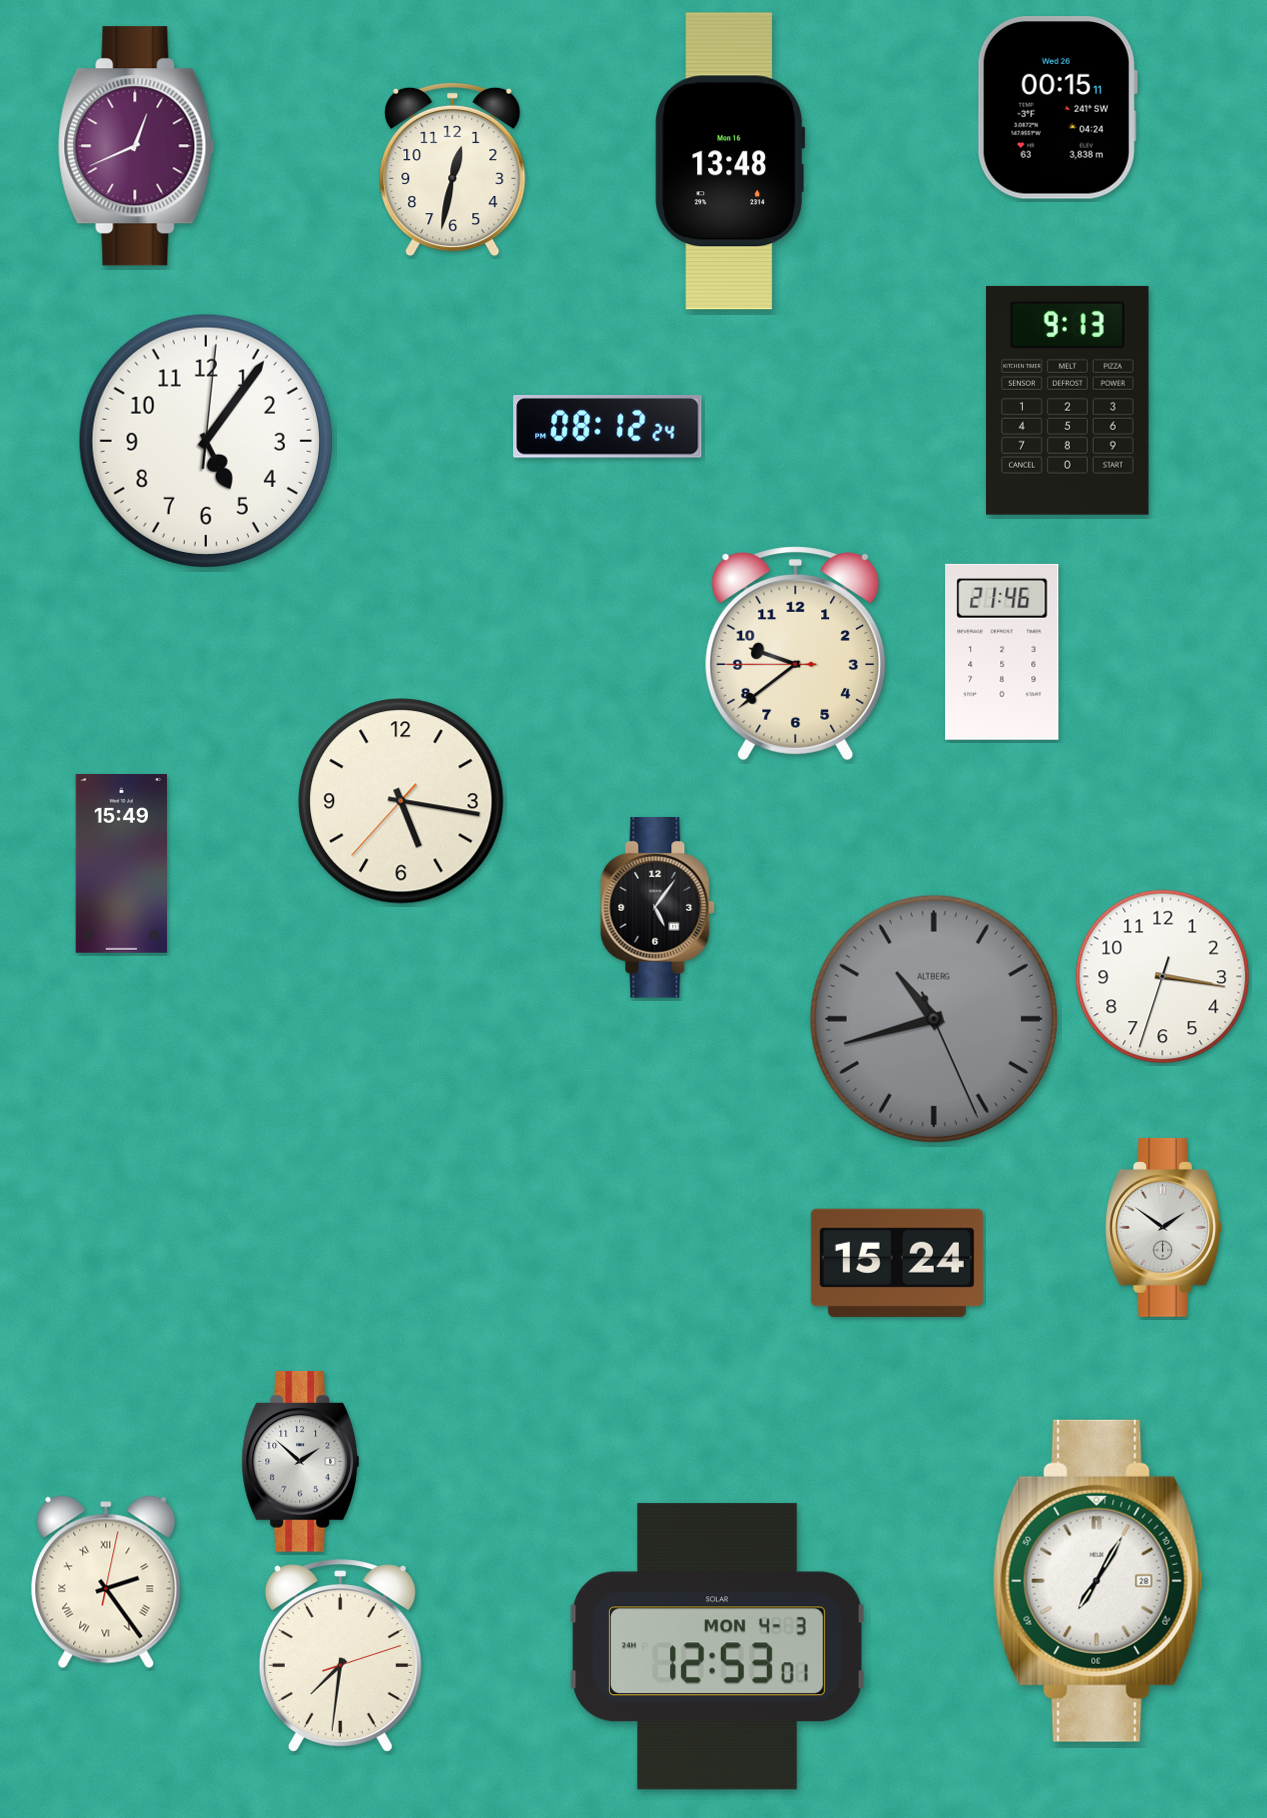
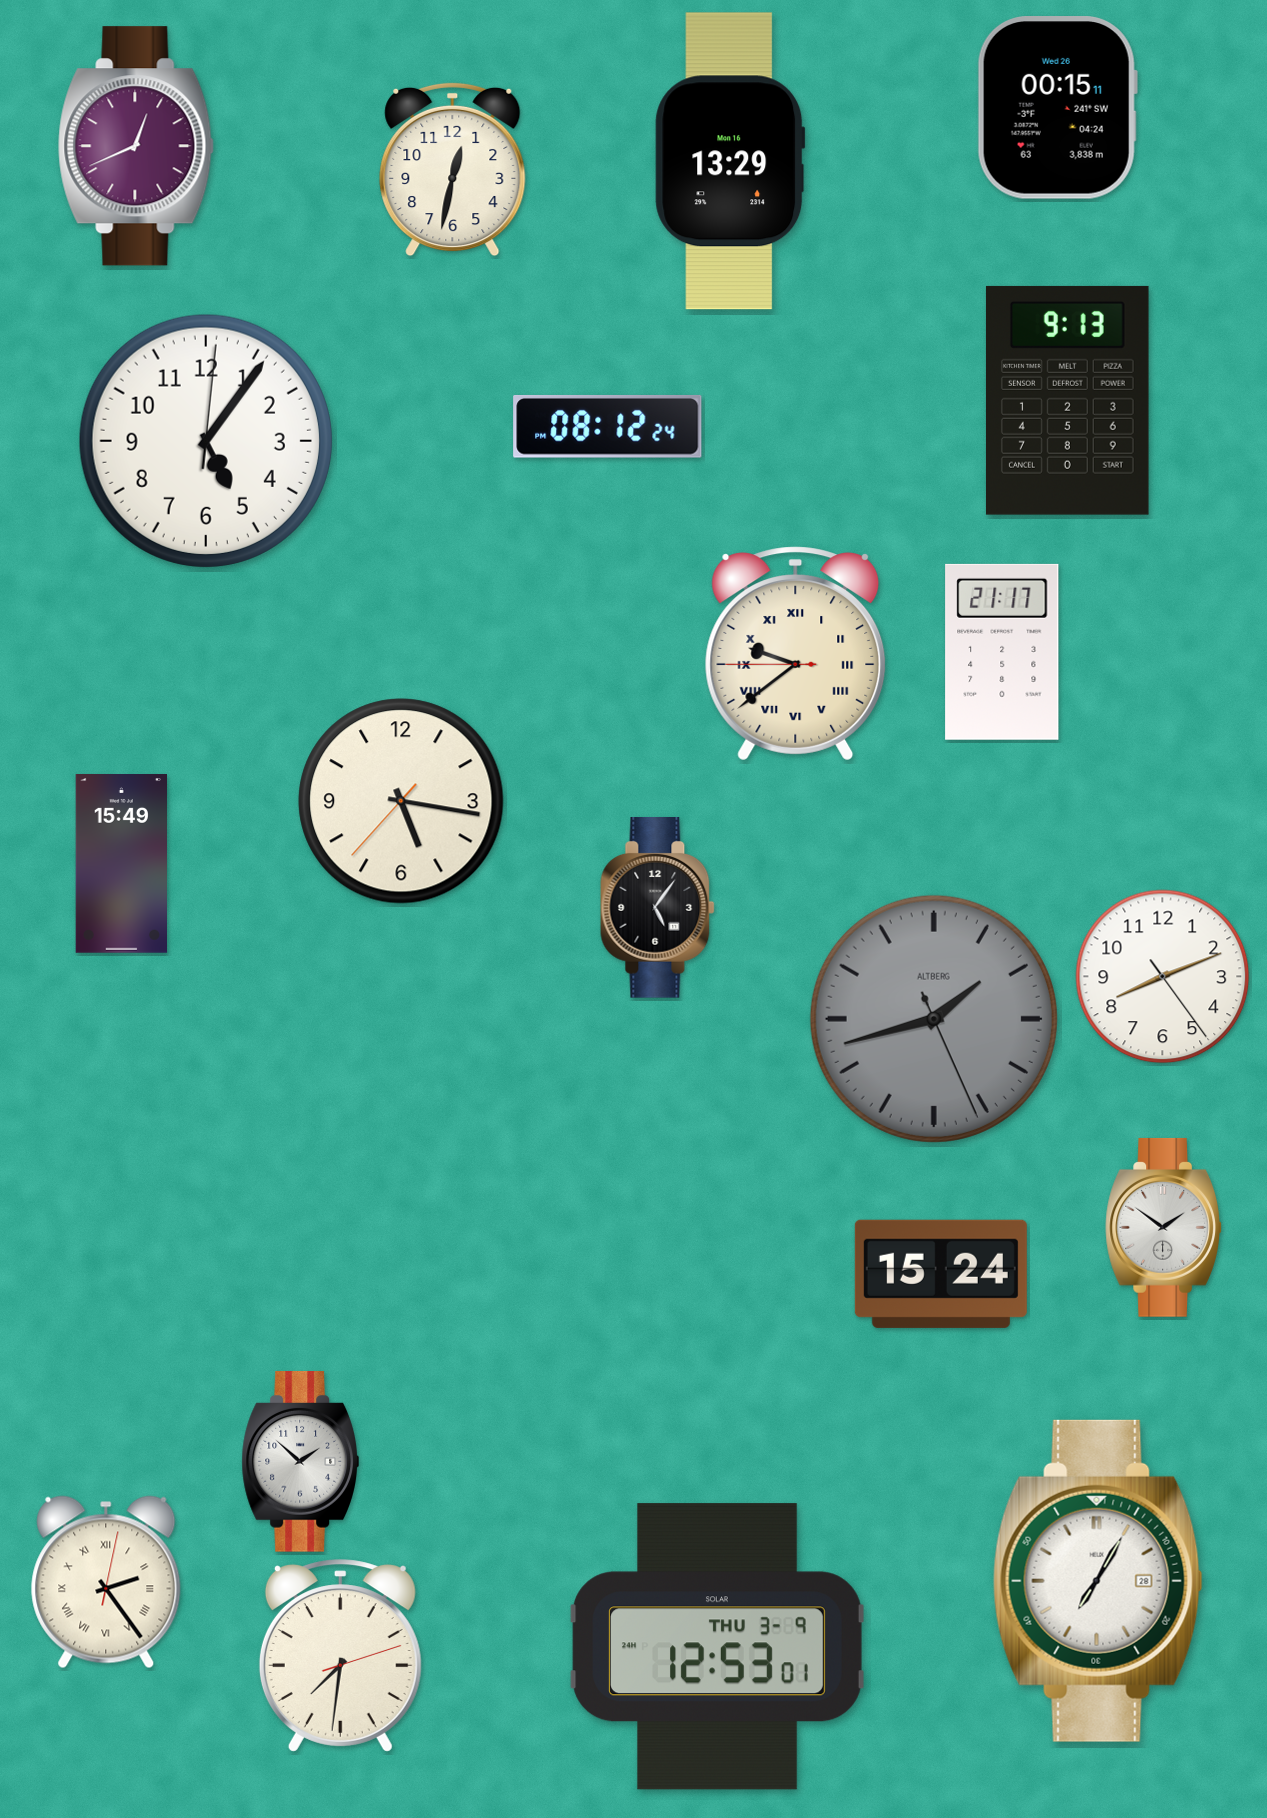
clock at (730, 161): 13:48 -> 13:29
clock at (1002, 652): 21:46 -> 21:17
clock at (796, 654) numerals: Arabic -> Roman
clock at (1163, 977): 3:16 -> 8:11
clock at (934, 1019): 10:42 -> 1:42
clock at (897, 1263) position: (897, 1263) -> (941, 1274)
clock at (718, 1647) date: MON 4-3 -> THU 3-9
